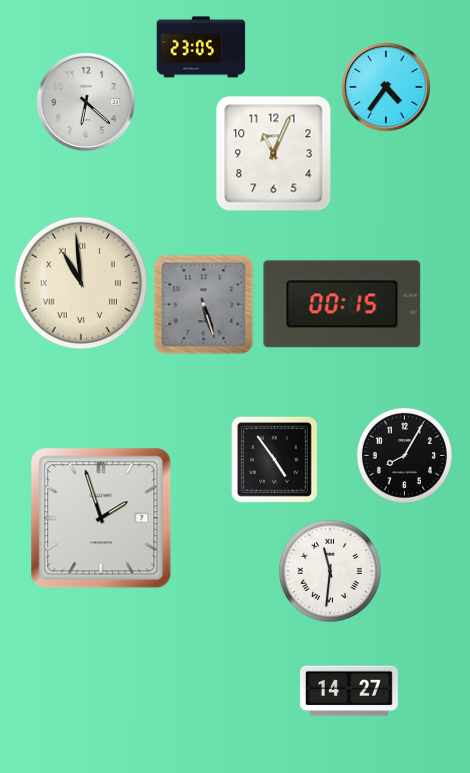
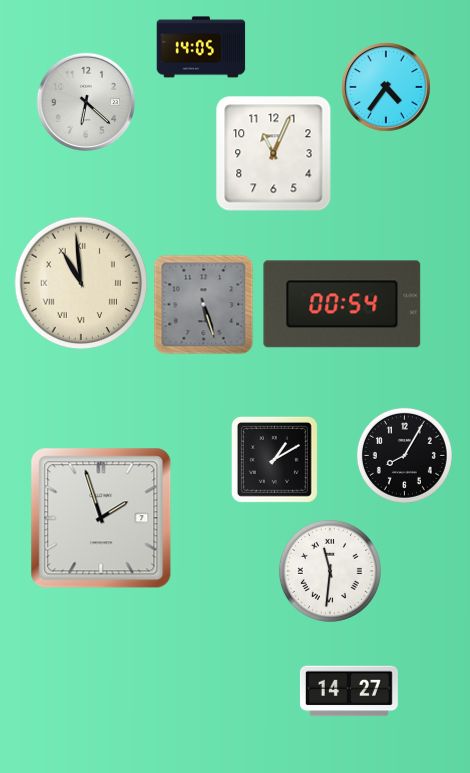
clock at (201, 47): 23:05 -> 14:05
clock at (342, 304): 00:15 -> 00:54
clock at (274, 459): 4:54 -> 1:10
